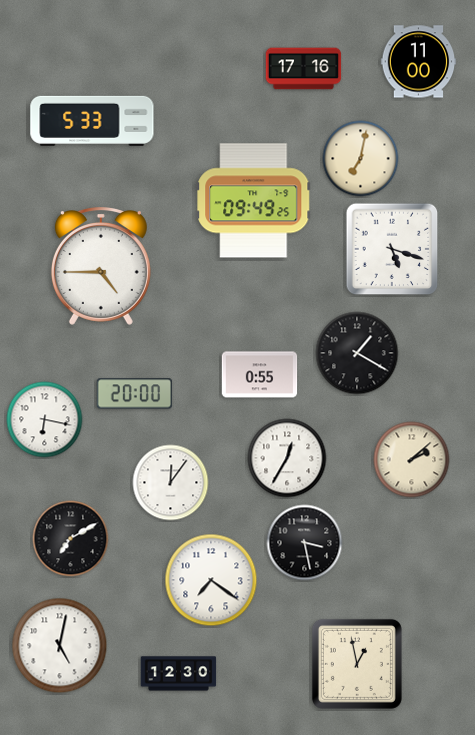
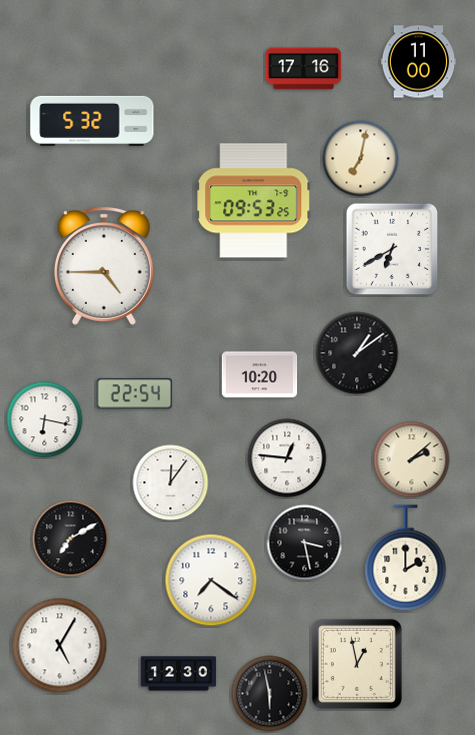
clock at (92, 121): 5:33 -> 5:32
clock at (254, 201): 09:49 -> 09:53
clock at (392, 249): 5:18 -> 6:40
clock at (101, 267) position: (101, 267) -> (104, 267)
clock at (357, 353): 1:20 -> 1:09
clock at (260, 375): 0:55 -> 10:20
clock at (135, 394): 20:00 -> 22:54
clock at (287, 458): 12:35 -> 12:46
clock at (406, 558): none -> 2:00
clock at (60, 646): 5:02 -> 5:05
clock at (270, 694): none -> 5:58
